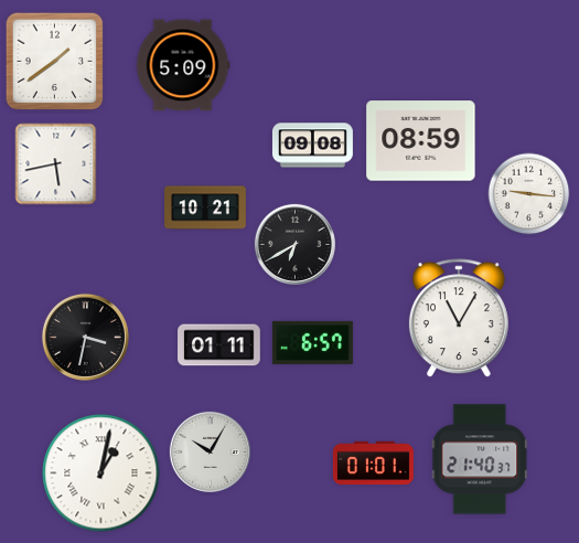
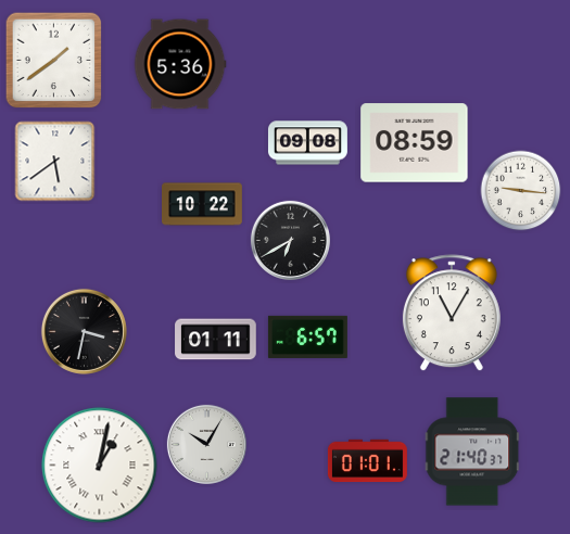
clock at (183, 65): 5:09 -> 5:36
clock at (421, 141) position: (421, 141) -> (415, 143)
clock at (56, 164): 5:43 -> 5:39
clock at (206, 207): 10:21 -> 10:22
clock at (373, 464) position: (373, 464) -> (367, 461)
